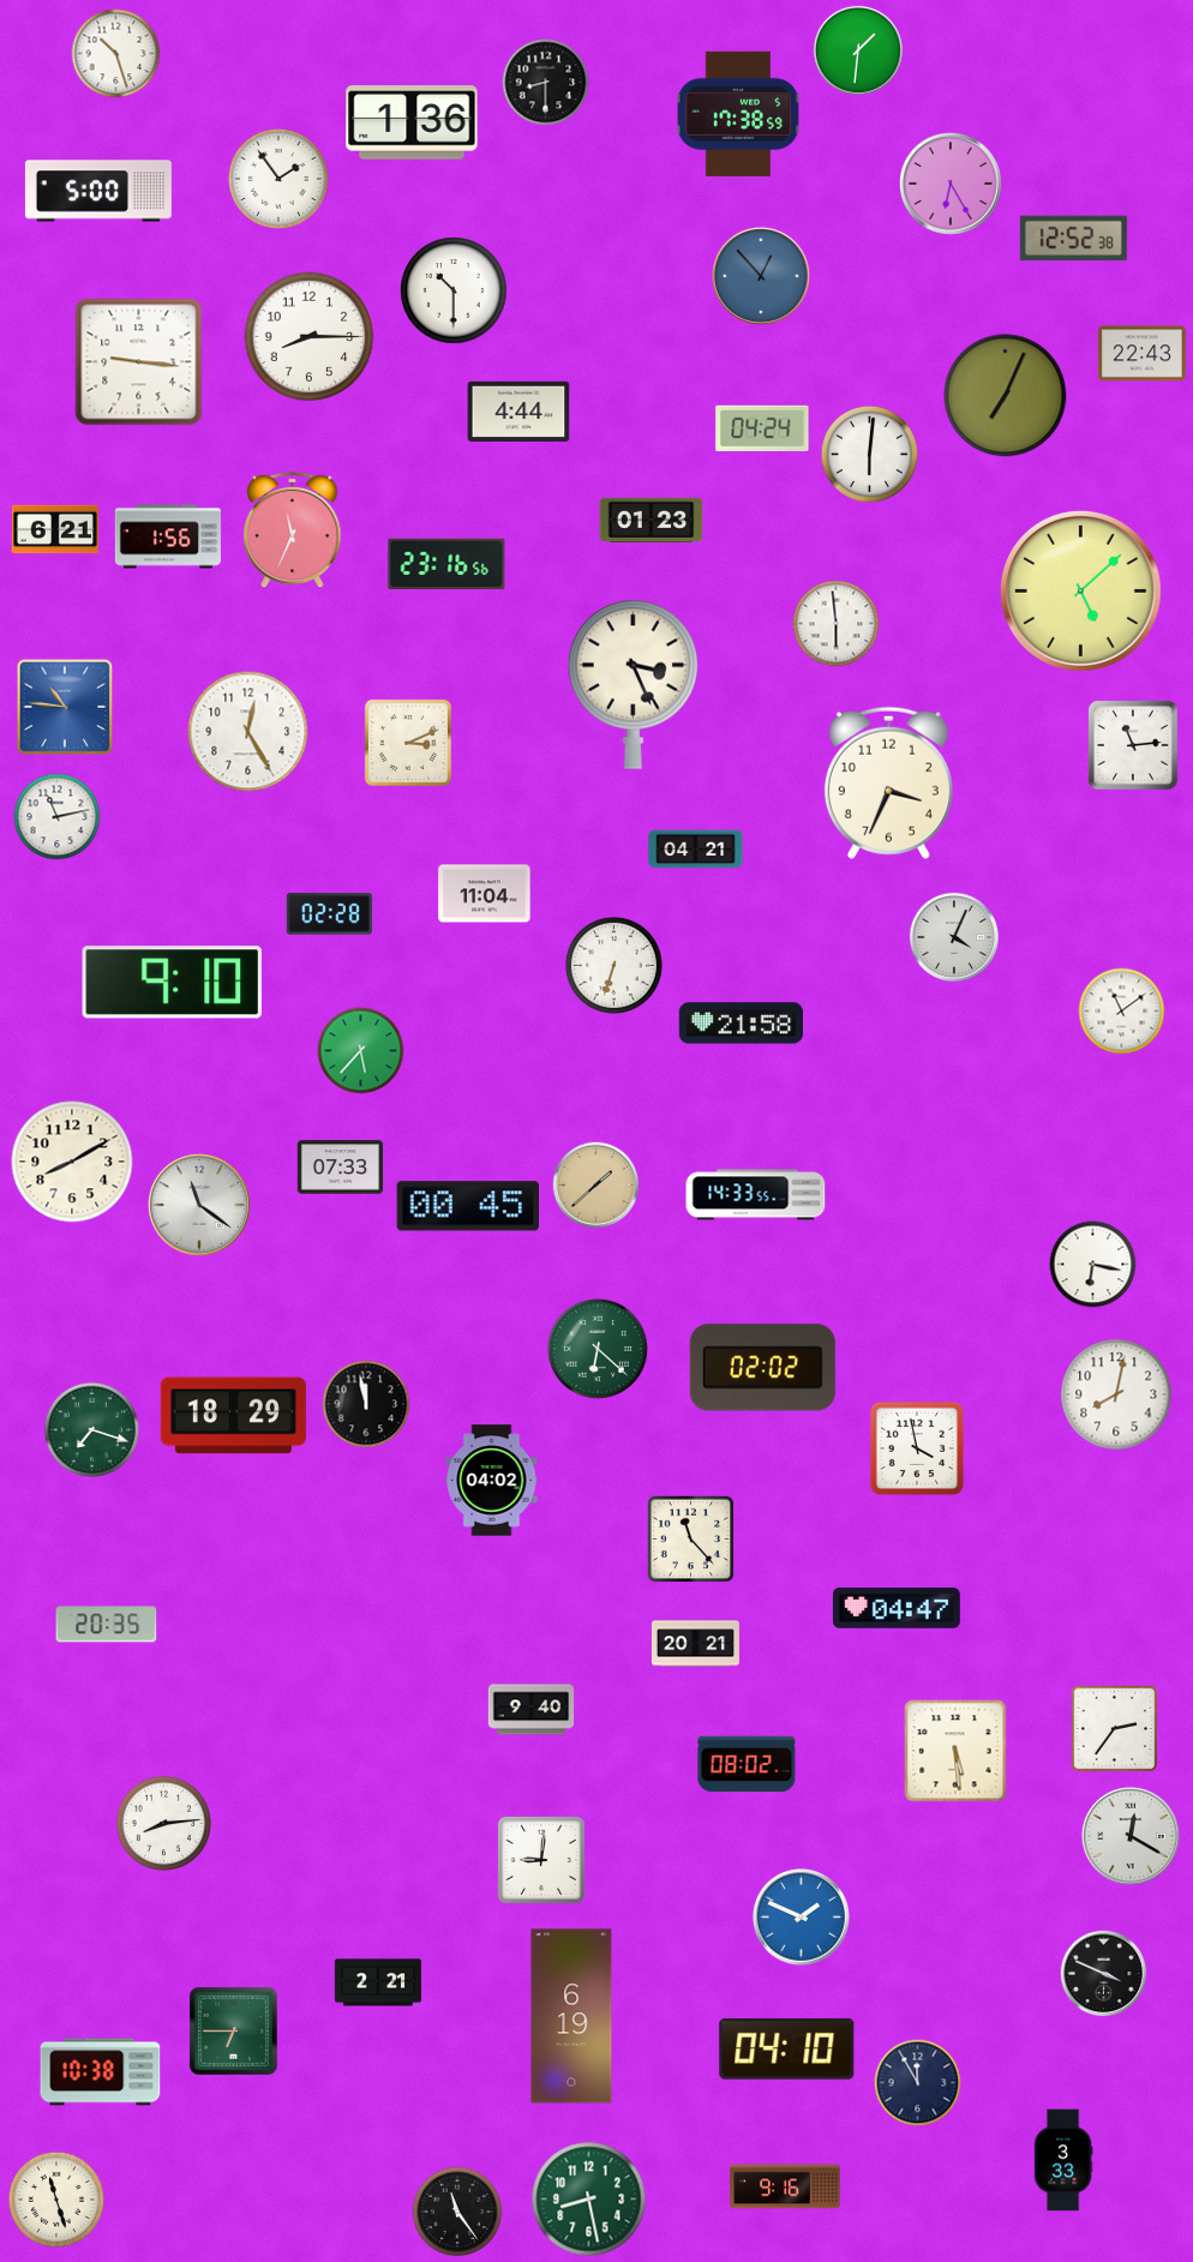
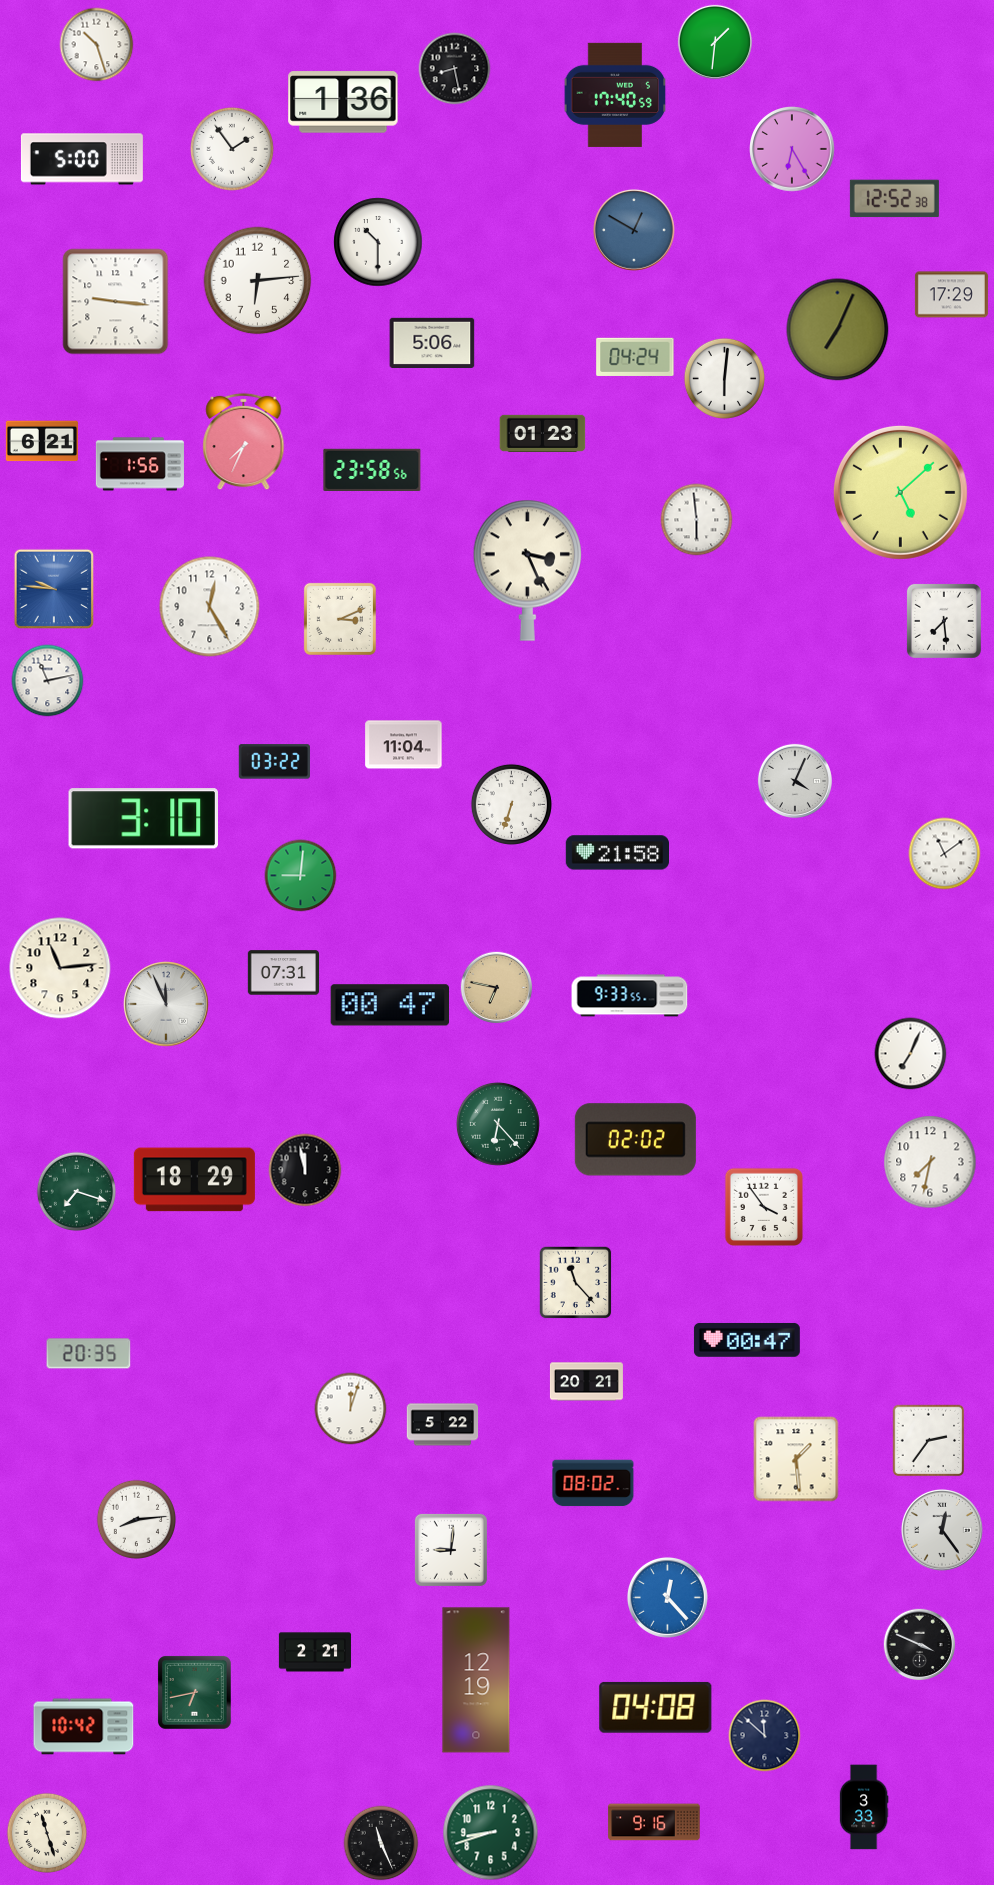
clock at (546, 83): 8:30 -> 8:28
clock at (738, 114): 17:38 -> 17:40
clock at (951, 184) position: (951, 184) -> (792, 149)
clock at (762, 277): 12:53 -> 12:50
clock at (310, 337): 8:15 -> 6:14
clock at (1141, 354): 22:43 -> 17:29
clock at (518, 410): 4:44 -> 5:06
clock at (55, 529) position: (55, 529) -> (42, 441)
clock at (293, 530): 11:34 -> 7:34
clock at (168, 536) position: (168, 536) -> (140, 464)
clock at (446, 563): 23:16 -> 23:58
clock at (65, 707): 10:46 -> 9:46
clock at (248, 732) position: (248, 732) -> (210, 607)
clock at (1133, 745): 11:14 -> 7:29
clock at (888, 782): 3:34 -> none
clock at (696, 850): 04:21 -> none
clock at (329, 914): 02:28 -> 03:22
clock at (172, 983): 9:10 -> 3:10
clock at (1122, 1012) position: (1122, 1012) -> (945, 854)
clock at (361, 1051): 5:37 -> 9:01
clock at (72, 1162): 8:10 -> 11:14
clock at (341, 1168): 07:33 -> 07:31
clock at (596, 1186): 1:38 -> 6:47
clock at (756, 1195): 14:33 -> 9:33
clock at (199, 1205): 11:21 -> 11:56
clock at (468, 1206): 00:45 -> 00:47
clock at (1093, 1265): 6:17 -> 7:04
clock at (598, 1349): 6:22 -> 6:23
clock at (1116, 1394): 8:02 -> 7:32
clock at (917, 1448): 3:58 -> 3:54
clock at (492, 1481): 04:02 -> none
clock at (897, 1608): 04:47 -> 00:47
clock at (695, 1644) position: (695, 1644) -> (586, 1382)
clock at (351, 1409): none -> 12:03
clock at (532, 1710): 9:40 -> 5:22
clock at (955, 1751): 5:29 -> 1:29
clock at (747, 1764) position: (747, 1764) -> (593, 1483)
clock at (1132, 1837): 12:20 -> 12:24
clock at (801, 1916): 1:49 -> 12:23
clock at (571, 2016): 6:19 -> 12:19
clock at (233, 2030): 6:45 -> 6:43
clock at (787, 2048): 04:10 -> 04:08
clock at (101, 2072): 10:38 -> 10:42
clock at (918, 2083): 11:55 -> 11:52
clock at (1063, 2160) position: (1063, 2160) -> (864, 1807)
clock at (589, 2200): 8:28 -> 8:42
clock at (457, 2212): 11:24 -> 11:26
